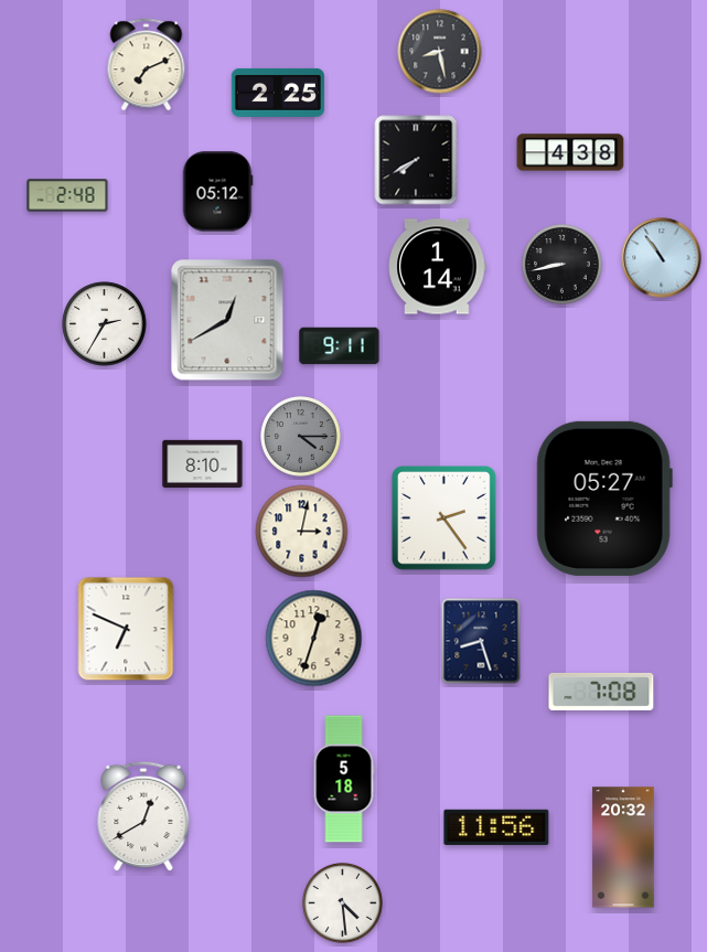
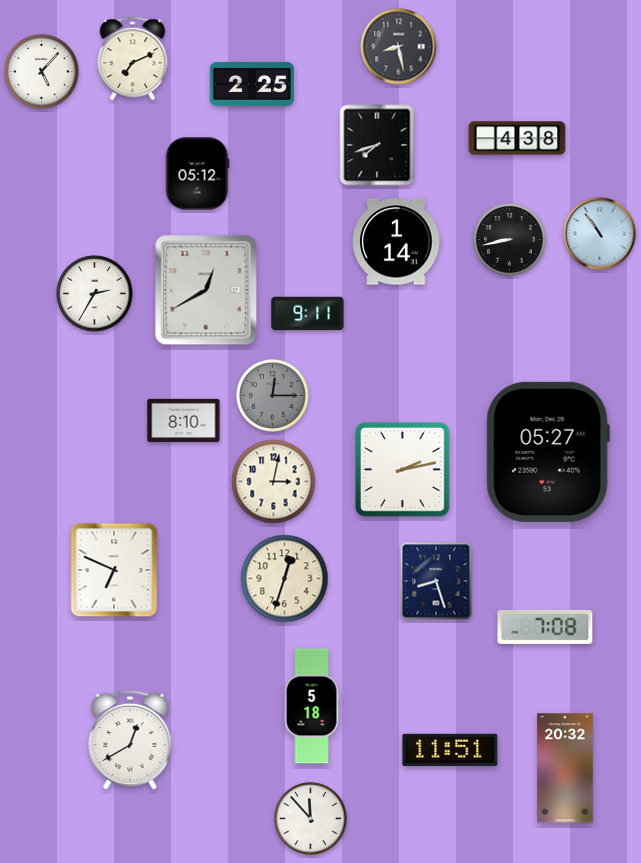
clock at (42, 72): none -> 5:07
clock at (416, 160): 7:40 -> 7:42
clock at (67, 195): 2:48 -> none
clock at (301, 437): 4:15 -> 12:15
clock at (444, 518): 2:24 -> 2:13
clock at (496, 827): 11:56 -> 11:51
clock at (343, 903): 4:29 -> 11:53
